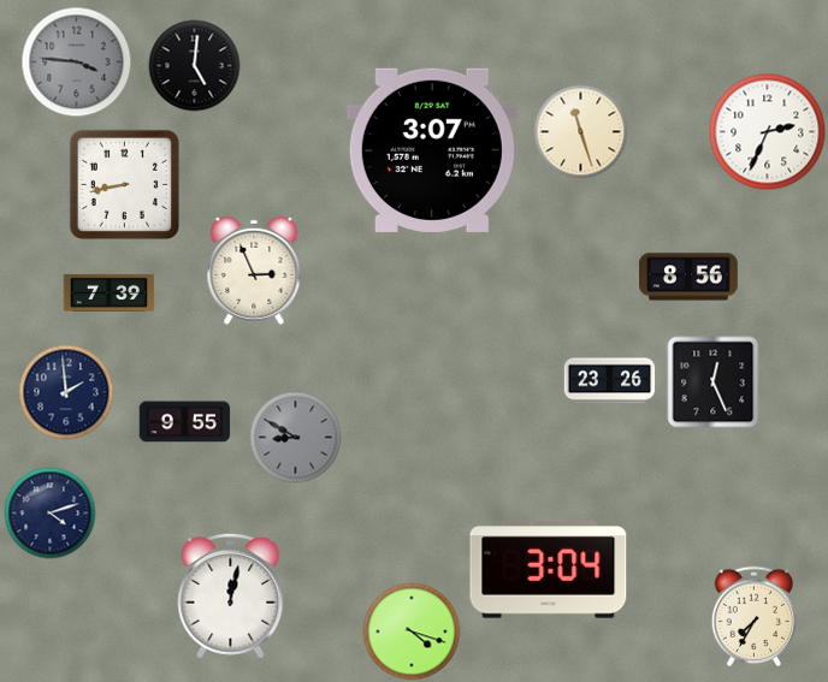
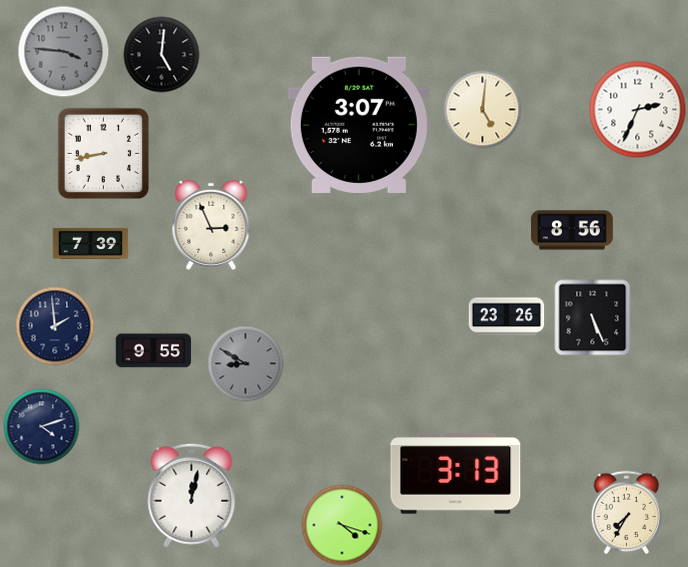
clock at (581, 132): 11:27 -> 5:01
clock at (714, 382): 12:26 -> 5:26
clock at (549, 570): 3:04 -> 3:13
